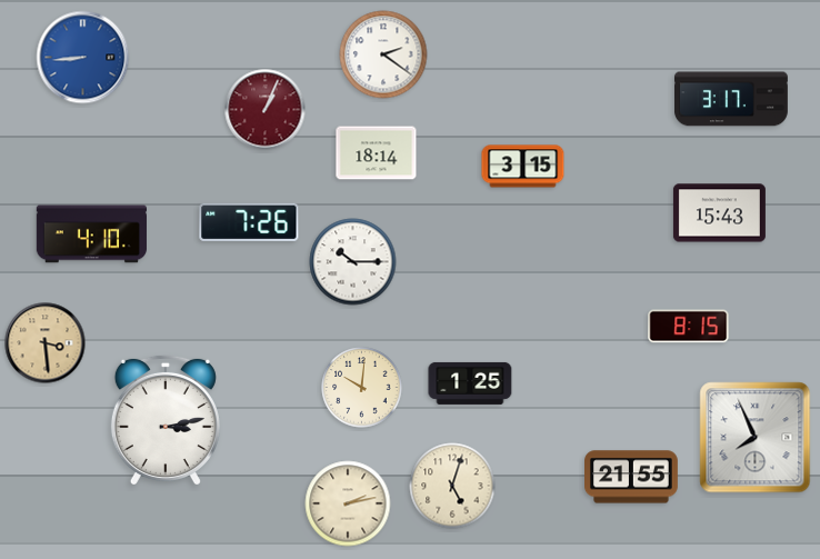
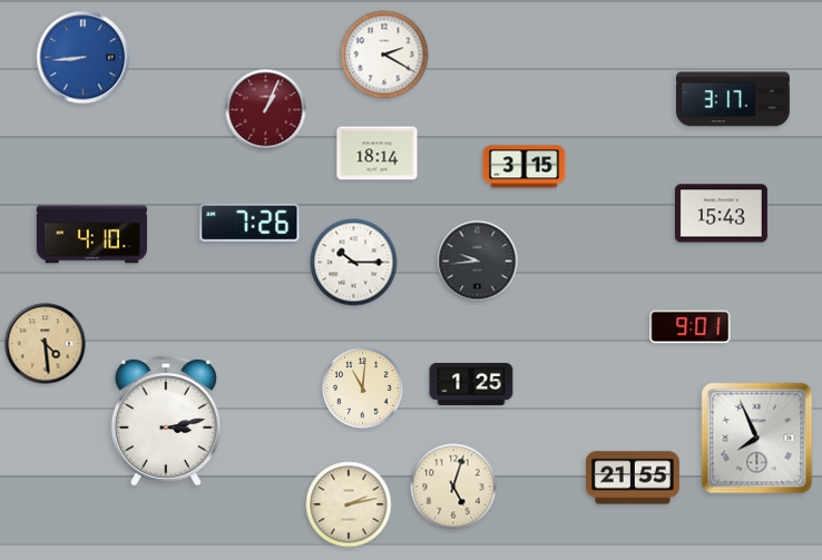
clock at (383, 54): 2:21 -> 2:20
clock at (478, 262): none -> 9:44
clock at (689, 327): 8:15 -> 9:01
clock at (46, 343): 3:29 -> 4:29
clock at (362, 388): 10:01 -> 11:01
